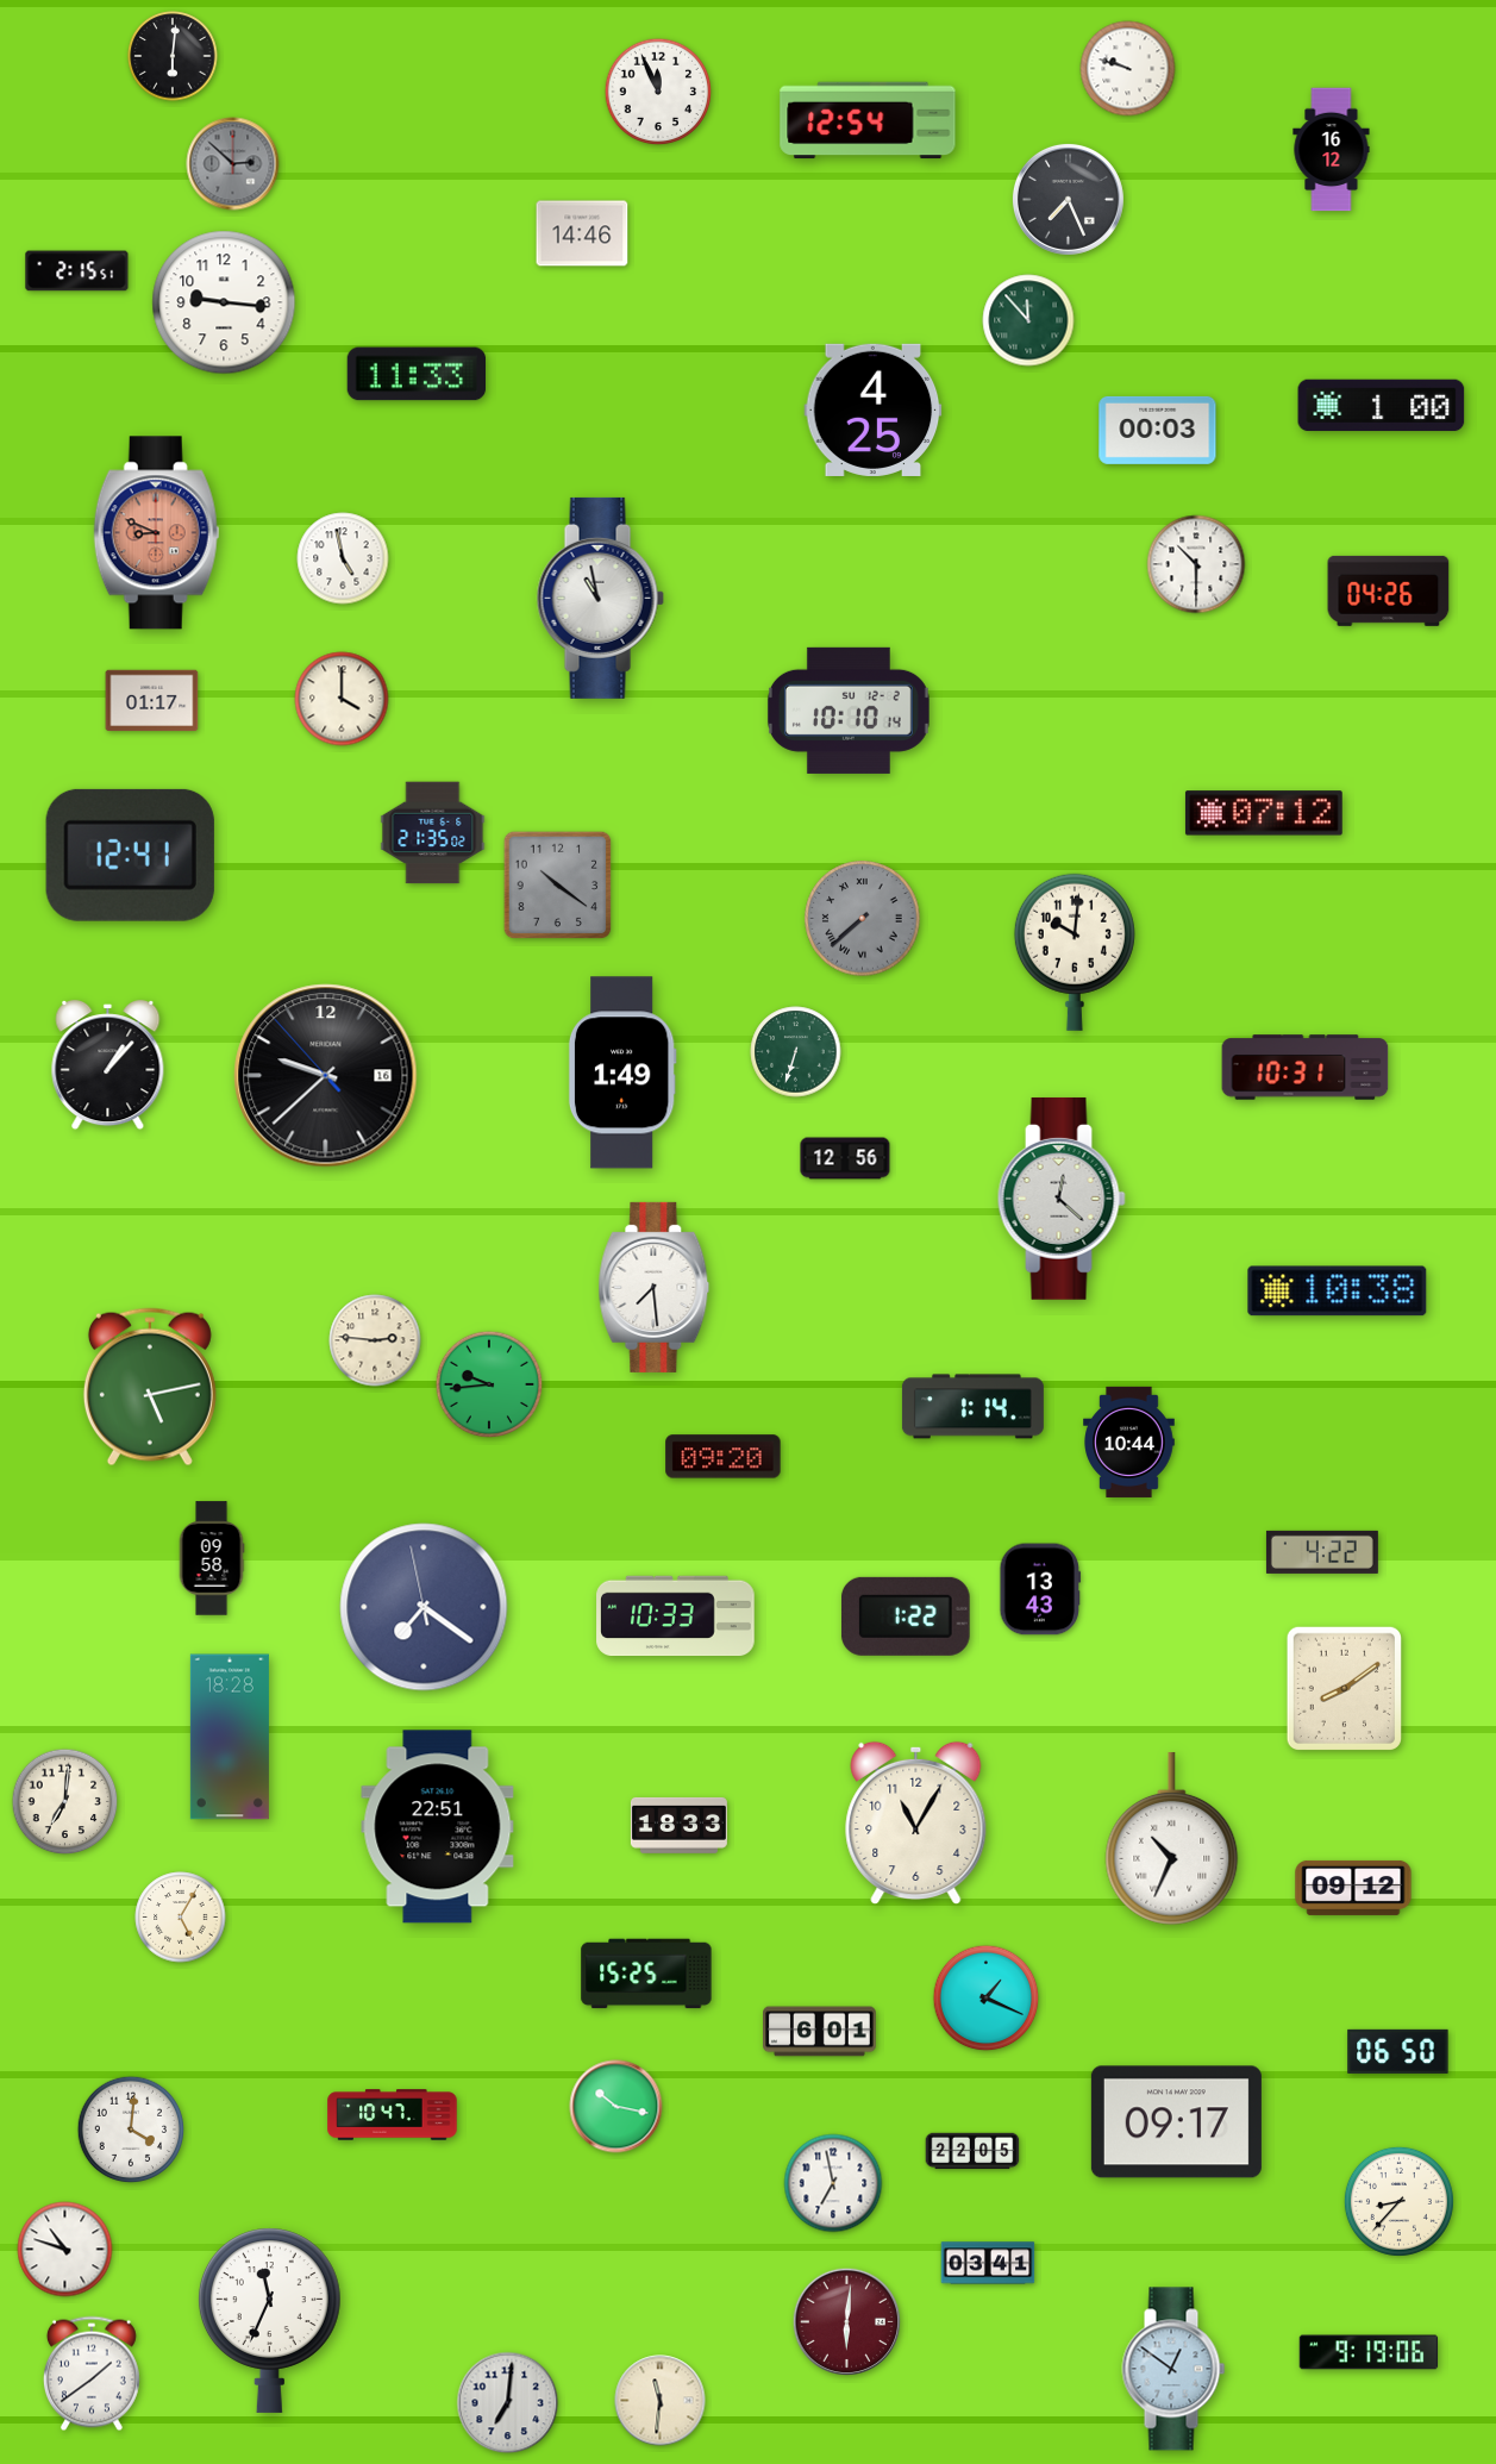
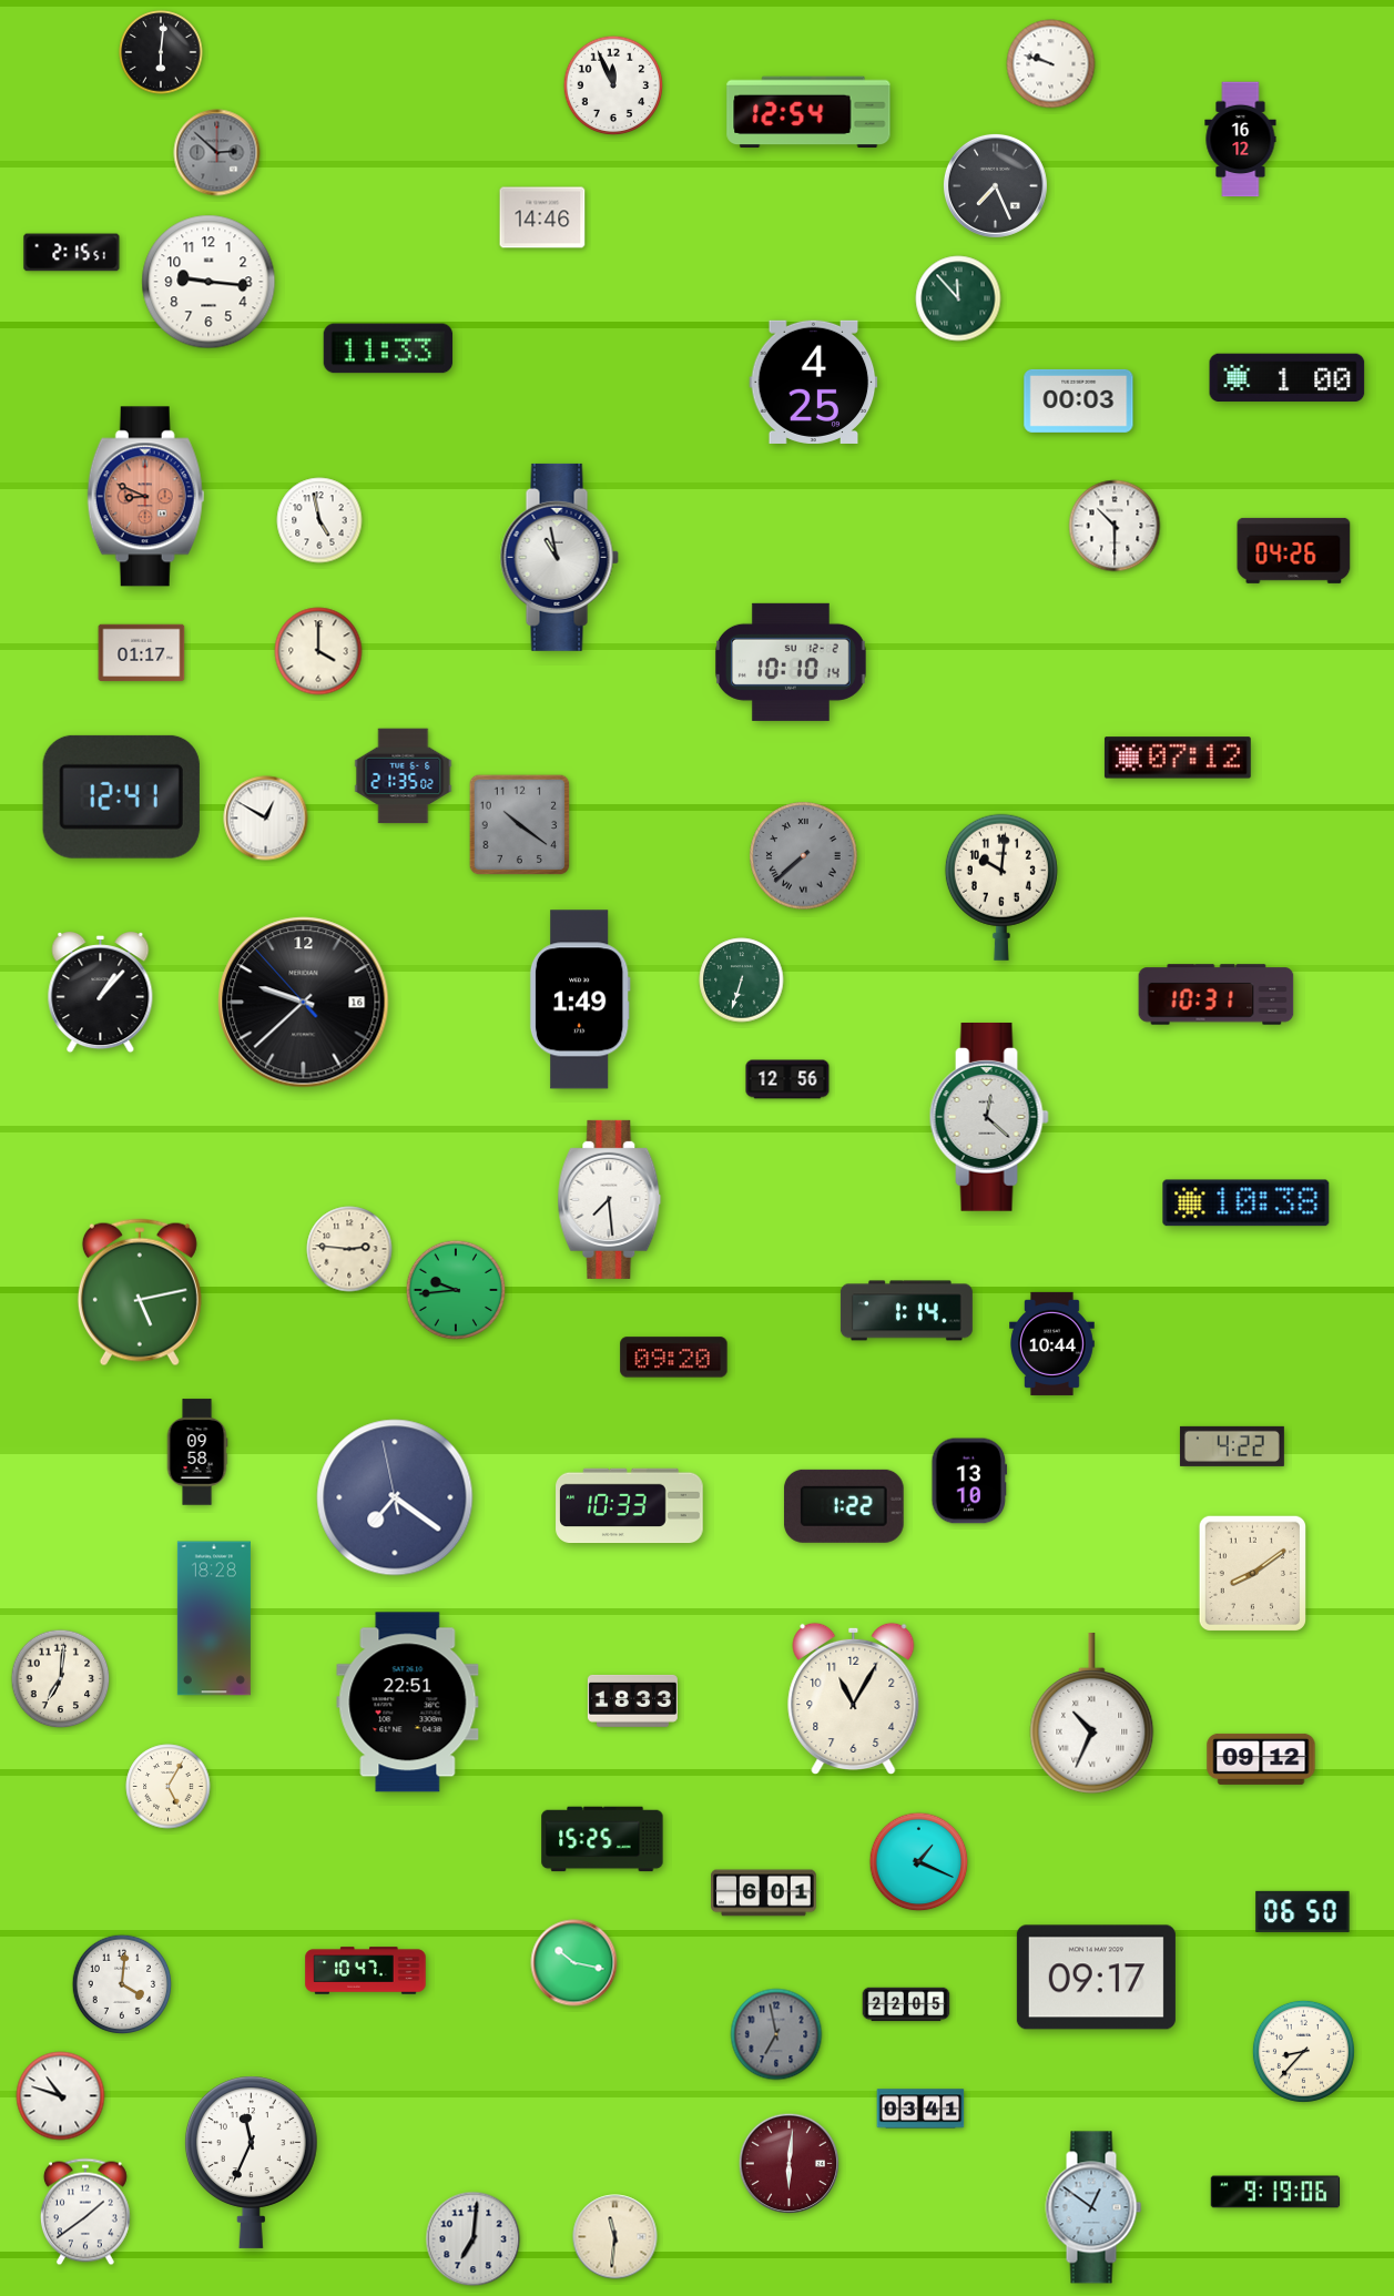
clock at (266, 819): none -> 12:50
clock at (1040, 1589): 13:43 -> 13:10
clock at (833, 2183) dial: white -> grey
